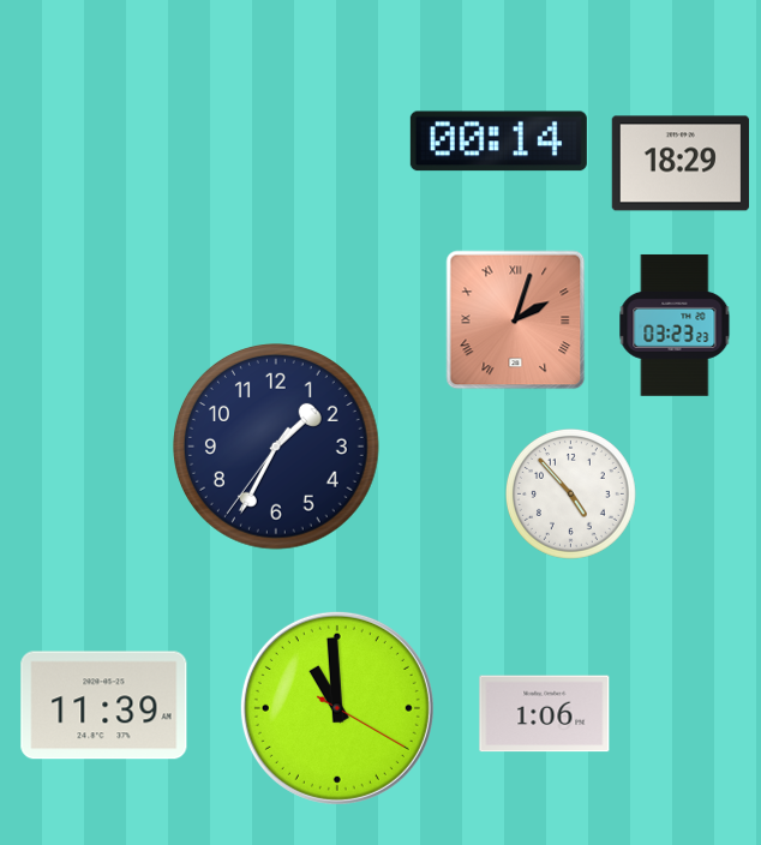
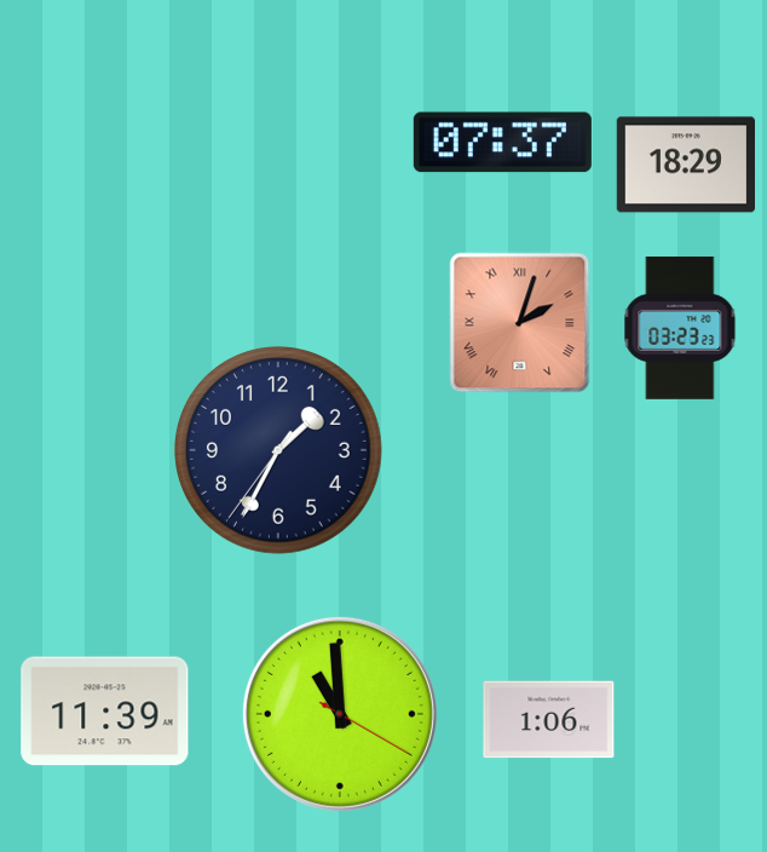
clock at (498, 142): 00:14 -> 07:37
clock at (570, 493): 4:53 -> none
